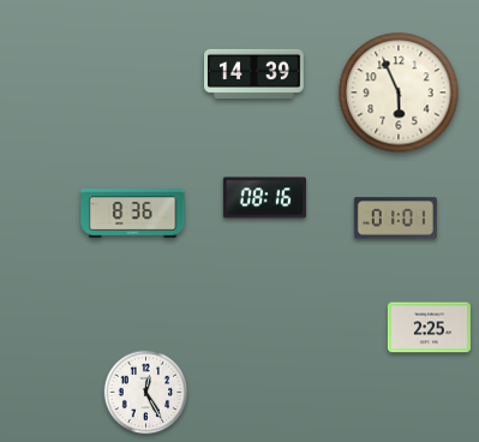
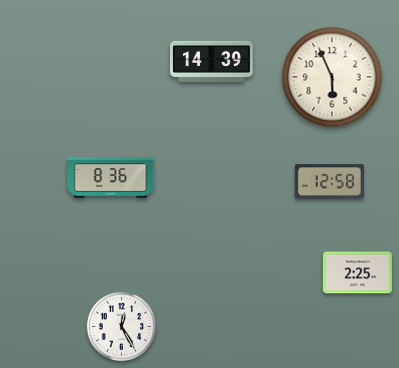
clock at (264, 198): 08:16 -> none
clock at (395, 219): 01:01 -> 12:58
